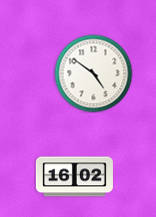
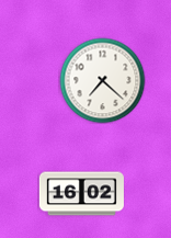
clock at (93, 73): 4:51 -> 7:22
